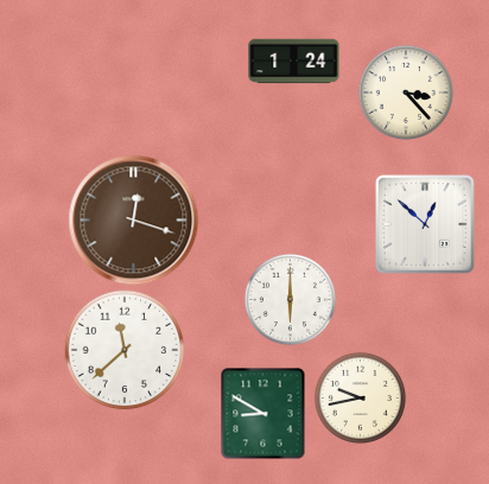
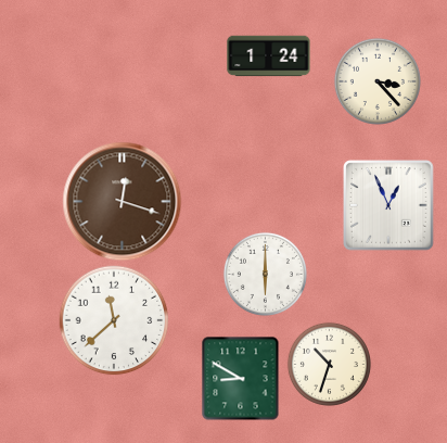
clock at (406, 93) position: (406, 93) -> (378, 81)
clock at (425, 224): 12:52 -> 12:56
clock at (360, 397): 9:43 -> 10:33
